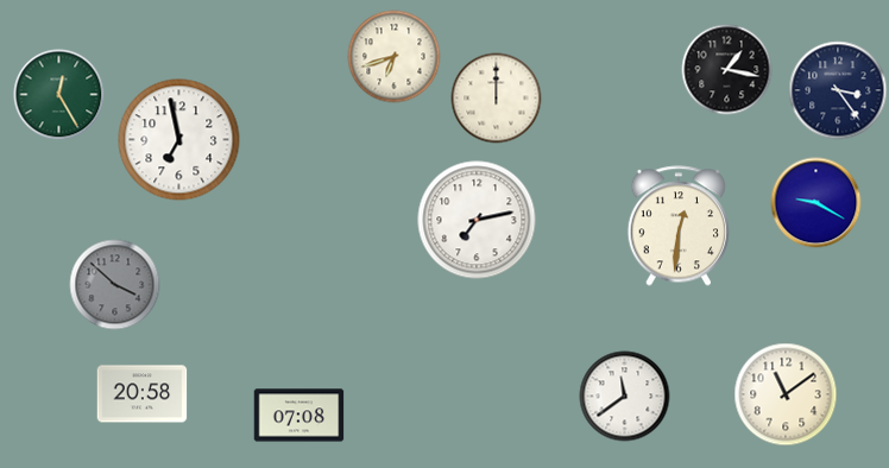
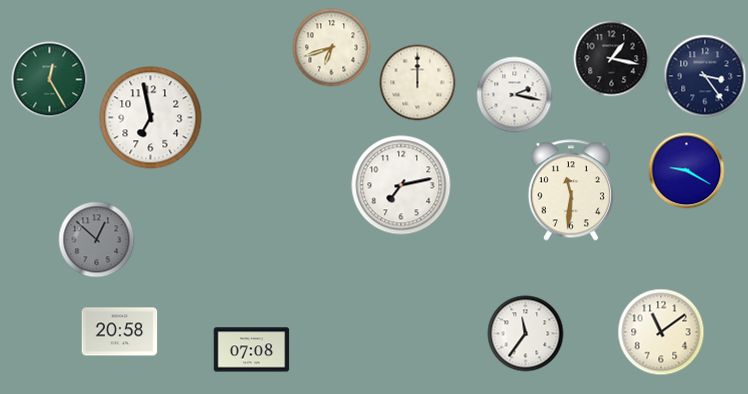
clock at (515, 95): none -> 2:17
clock at (677, 226): 12:31 -> 11:31
clock at (115, 285): 3:52 -> 12:52
clock at (625, 397): 11:39 -> 11:36
